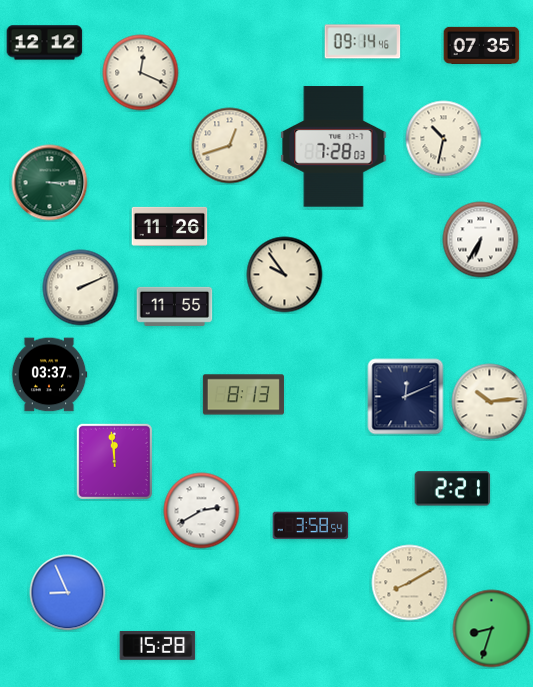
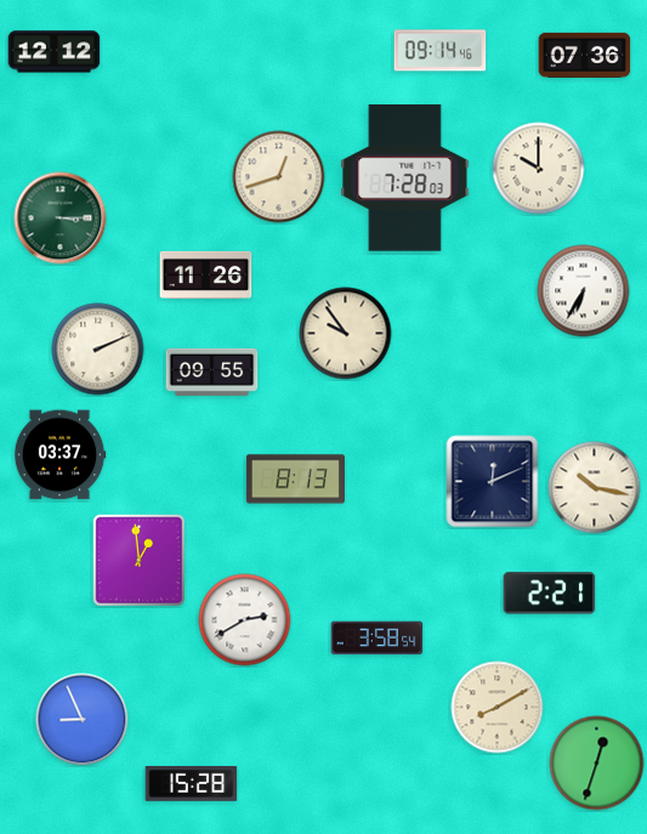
clock at (482, 45): 07:35 -> 07:36
clock at (141, 73): 12:19 -> none
clock at (444, 139): 10:32 -> 10:00
clock at (50, 183) position: (50, 183) -> (61, 219)
clock at (175, 306): 11:55 -> 09:55
clock at (490, 402): 10:14 -> 10:17
clock at (114, 461): 11:59 -> 12:59
clock at (492, 629): 8:33 -> 12:33
